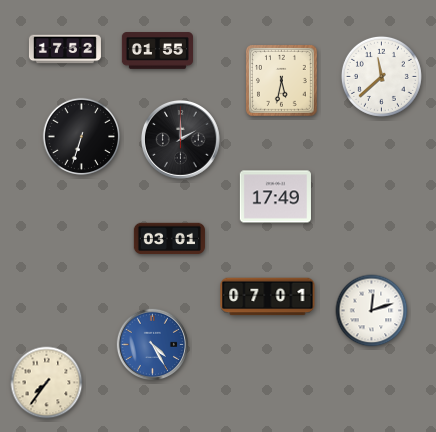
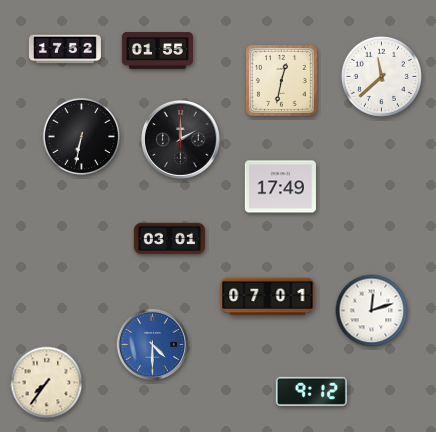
clock at (281, 80): 5:32 -> 12:32
clock at (82, 137): 6:33 -> 6:32
clock at (275, 197) position: (275, 197) -> (280, 187)
clock at (152, 344): 4:25 -> 4:30
clock at (311, 391): none -> 9:12
